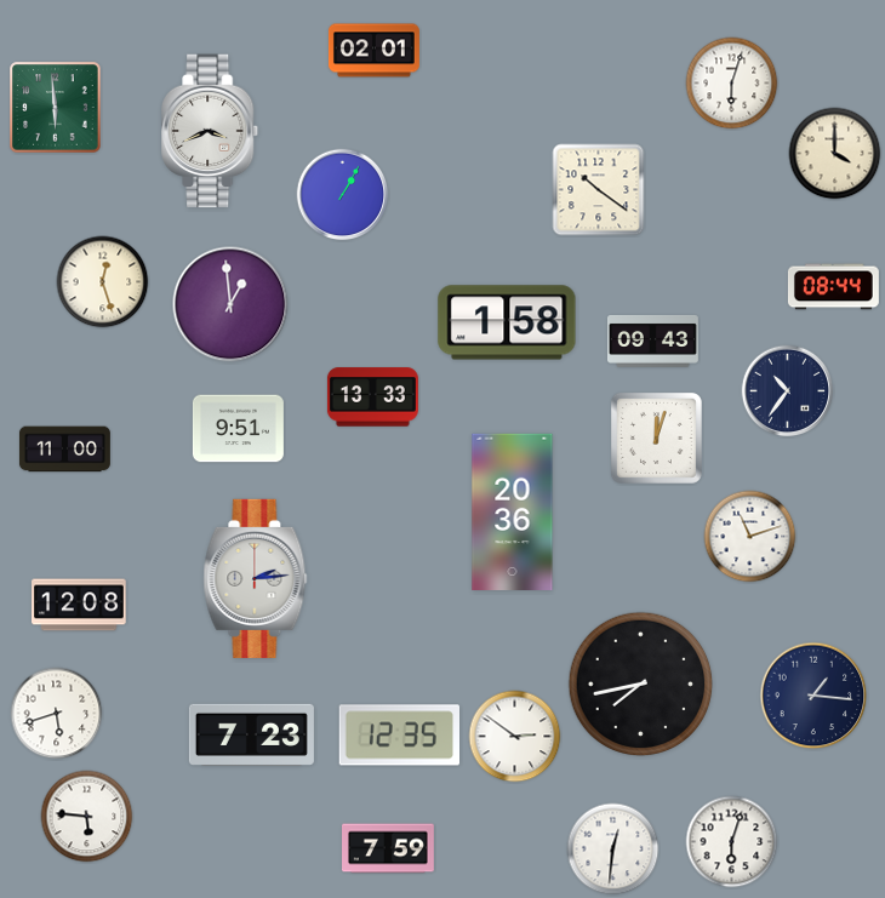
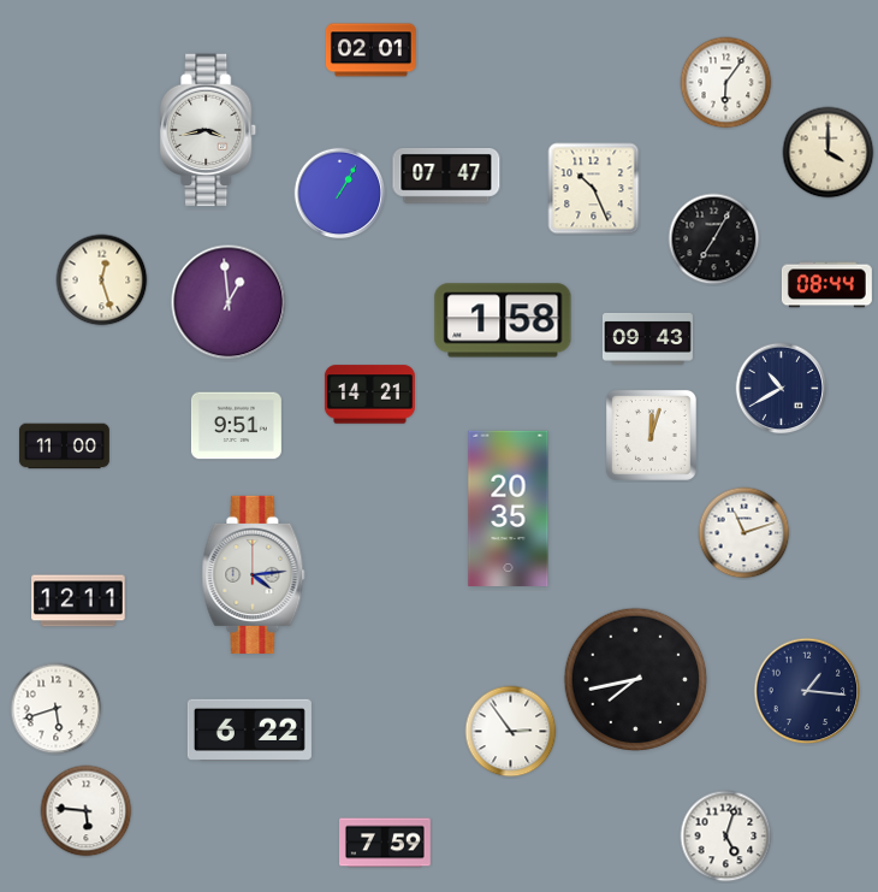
clock at (732, 84): 6:03 -> 6:06
clock at (56, 108): 5:59 -> none
clock at (211, 131): 3:41 -> 3:43
clock at (446, 177): none -> 07:47
clock at (599, 190): 10:21 -> 10:26
clock at (714, 240): none -> 7:05
clock at (788, 391): 10:36 -> 10:40
clock at (372, 397): 13:33 -> 14:21
clock at (513, 511): 20:36 -> 20:35
clock at (256, 578): 2:14 -> 4:14
clock at (79, 605): 12:08 -> 12:11
clock at (251, 734): 7:23 -> 6:22
clock at (399, 736): 12:35 -> none
clock at (515, 737): 2:51 -> 2:54
clock at (732, 842): 6:03 -> 5:03
clock at (613, 850): 12:31 -> none
